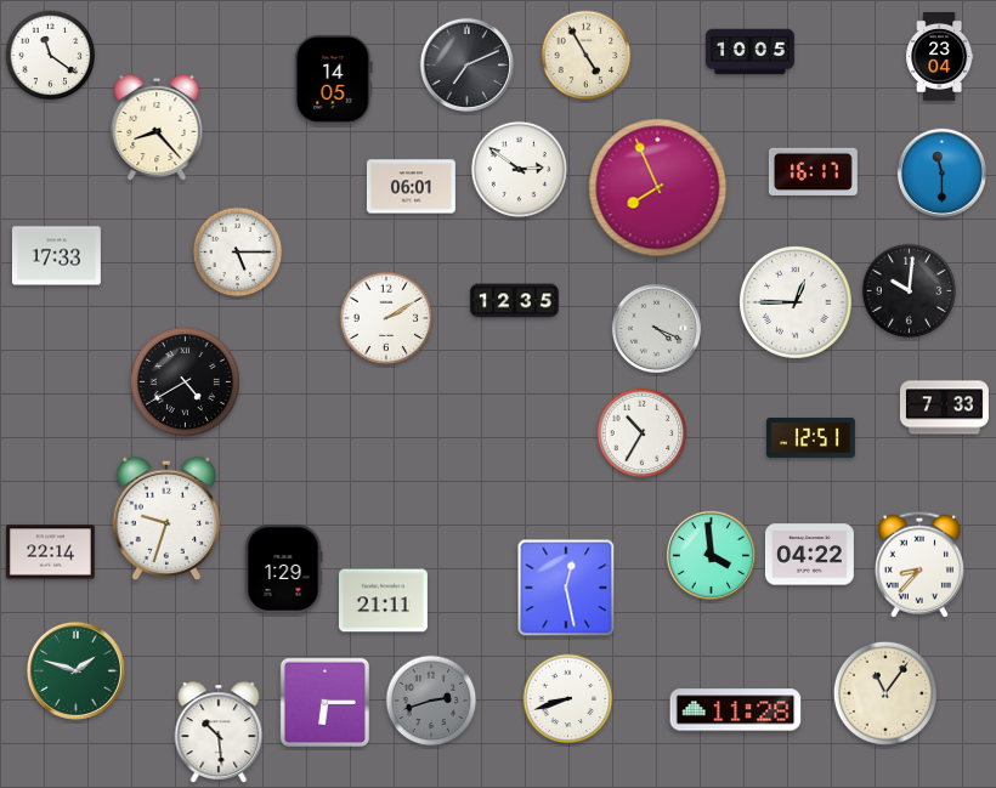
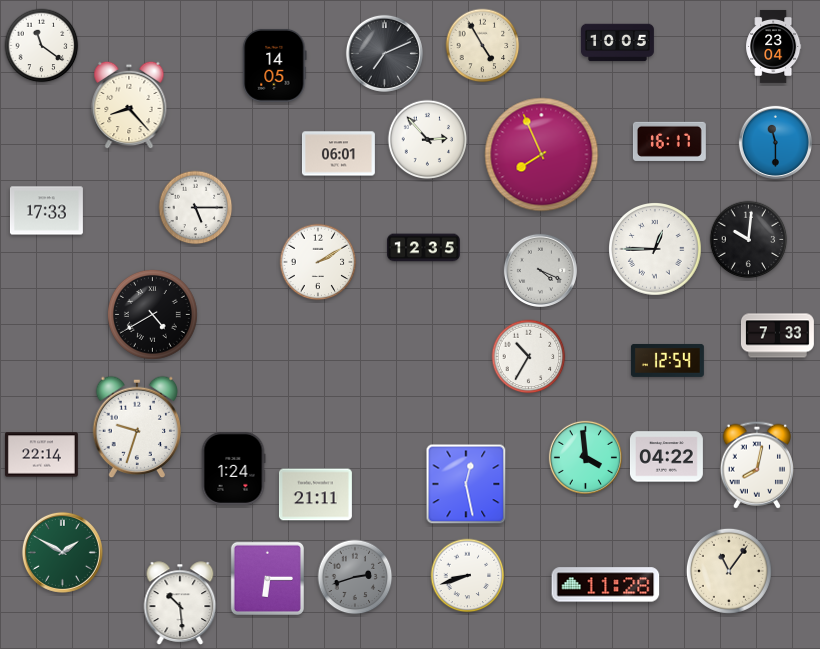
clock at (520, 170): 2:51 -> 2:53
clock at (810, 437): 12:51 -> 12:54
clock at (919, 565): 8:37 -> 8:02
clock at (283, 568): 1:29 -> 1:24
clock at (75, 670): 1:48 -> 1:50
